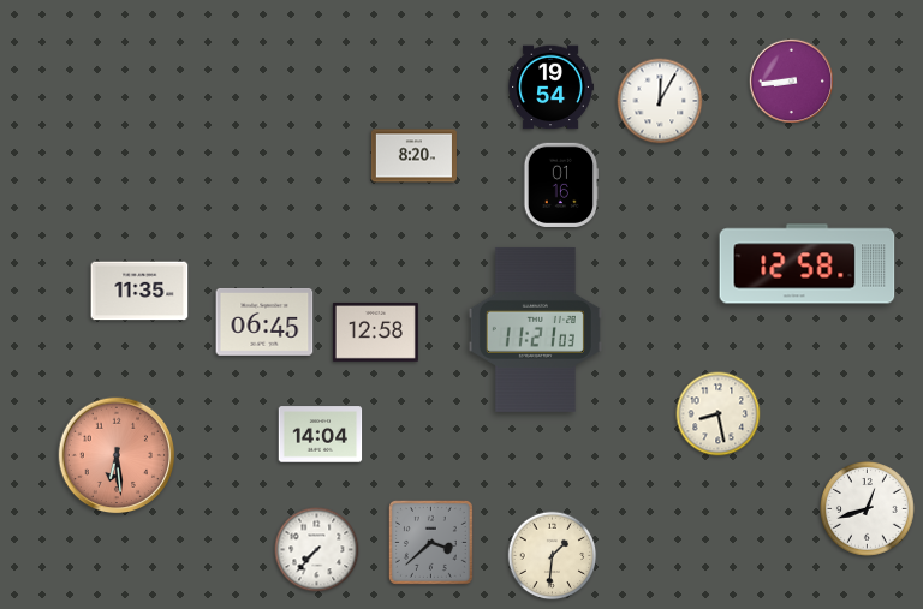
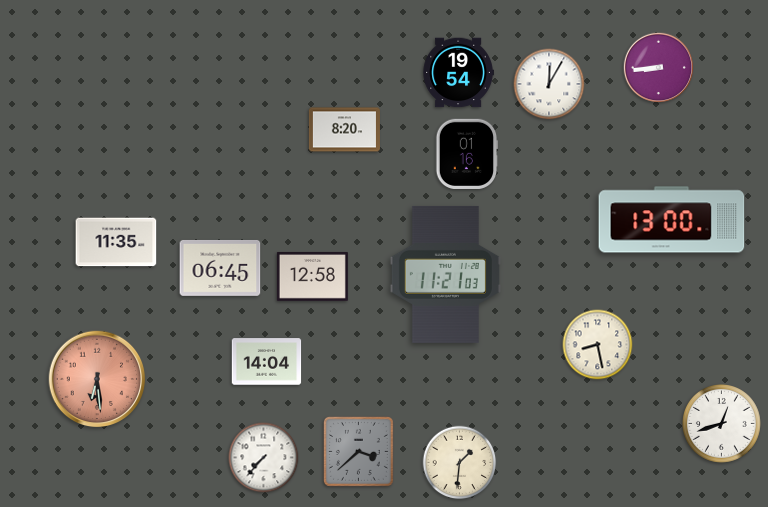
clock at (808, 264): 12:58 -> 13:00
